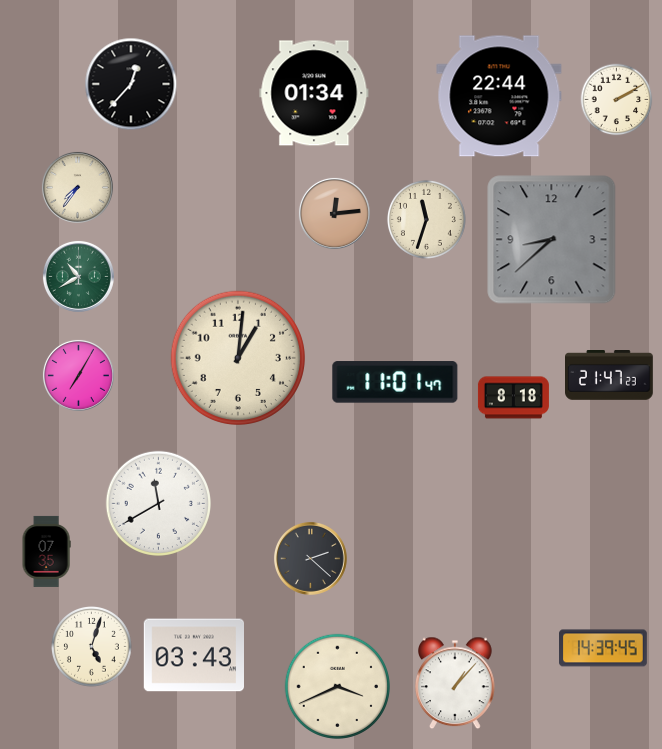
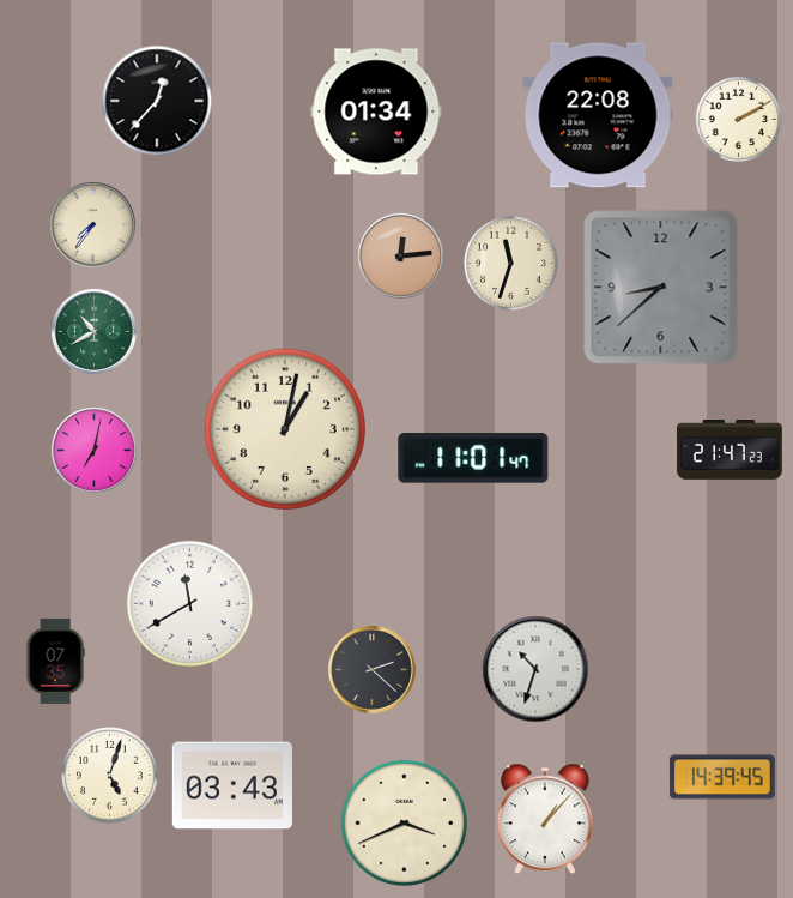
clock at (499, 96): 22:44 -> 22:08
clock at (237, 357): 1:01 -> 1:02
clock at (78, 375): 7:05 -> 7:02
clock at (513, 398): 8:18 -> none
clock at (535, 669): none -> 10:33
